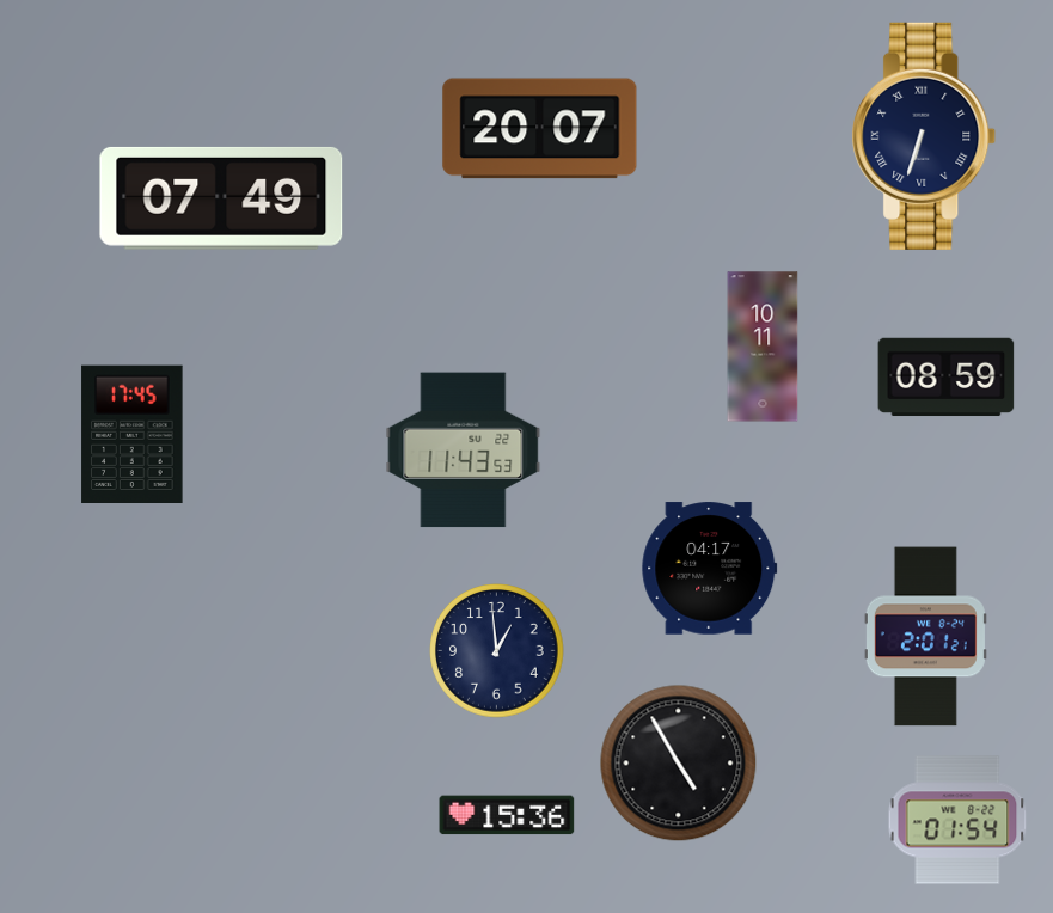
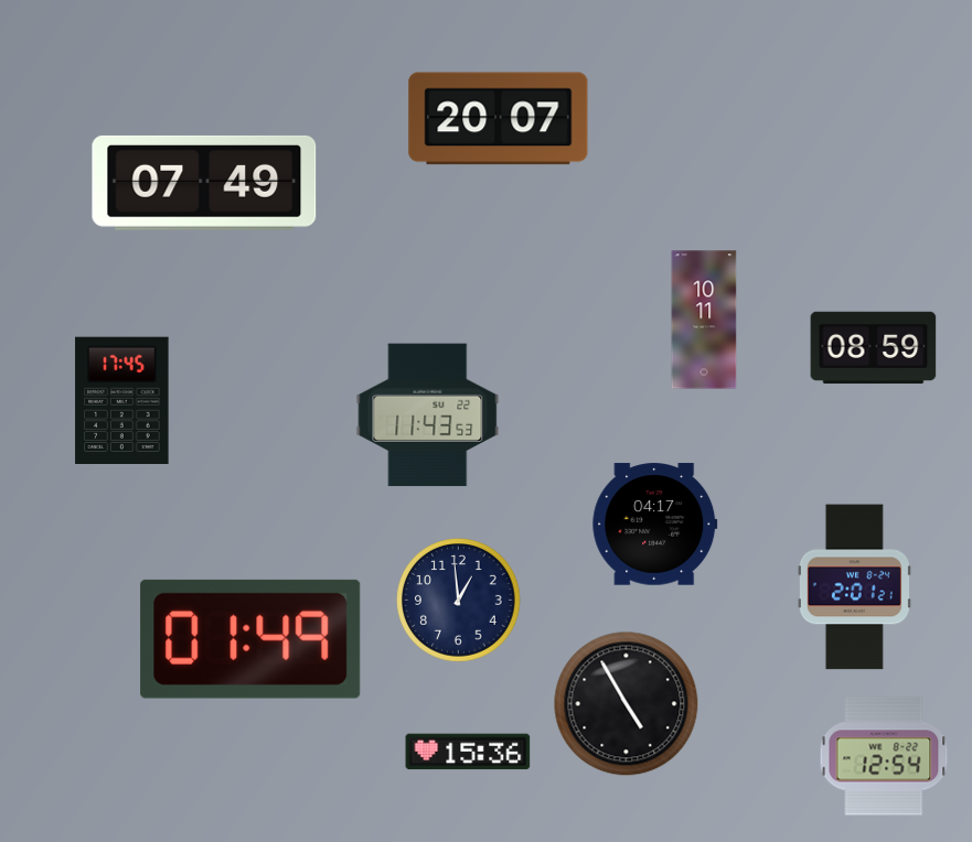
clock at (924, 136): 6:33 -> none
clock at (250, 639): none -> 01:49
clock at (957, 820): 01:54 -> 12:54
